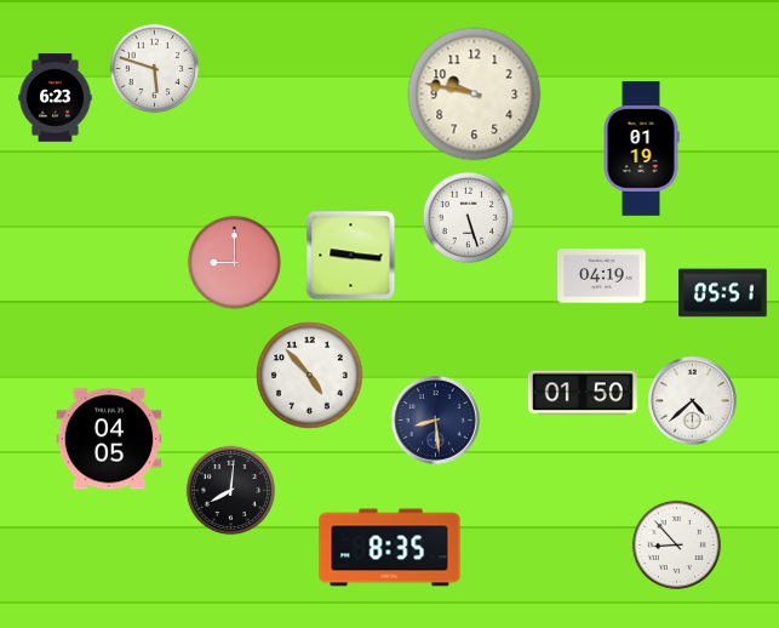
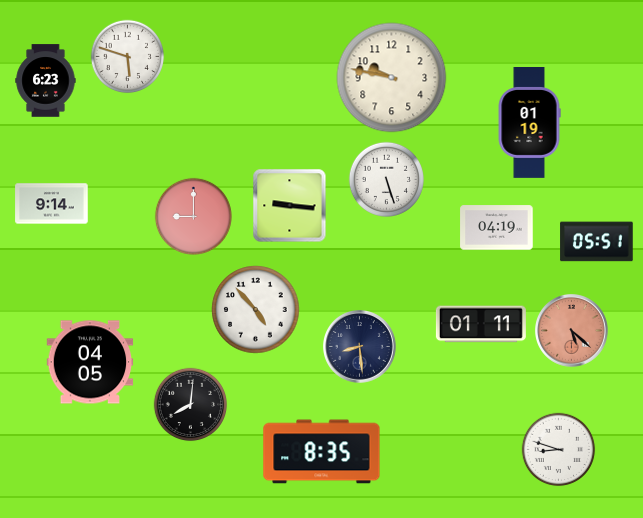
clock at (52, 204): none -> 9:14
clock at (351, 256) position: (351, 256) -> (290, 206)
clock at (583, 393): 01:50 -> 01:11
clock at (693, 401): 4:38 -> 5:22
clock at (693, 401) dial: white -> salmon
clock at (677, 546): 8:53 -> 8:48
